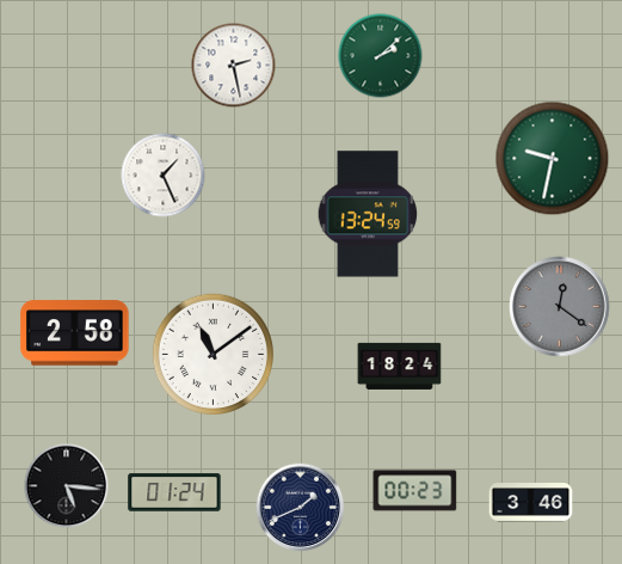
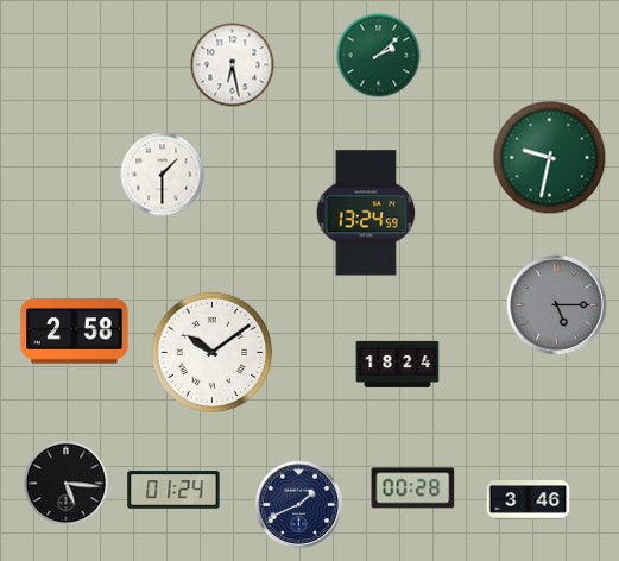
clock at (234, 66): 2:28 -> 6:28
clock at (164, 176): 1:26 -> 1:30
clock at (560, 307): 12:21 -> 5:15
clock at (213, 354): 11:09 -> 10:09
clock at (415, 491): 00:23 -> 00:28
